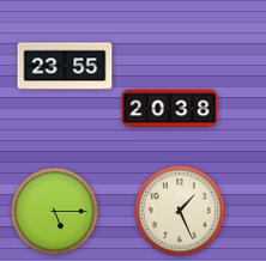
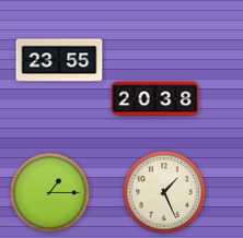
clock at (54, 211): 5:15 -> 1:15
